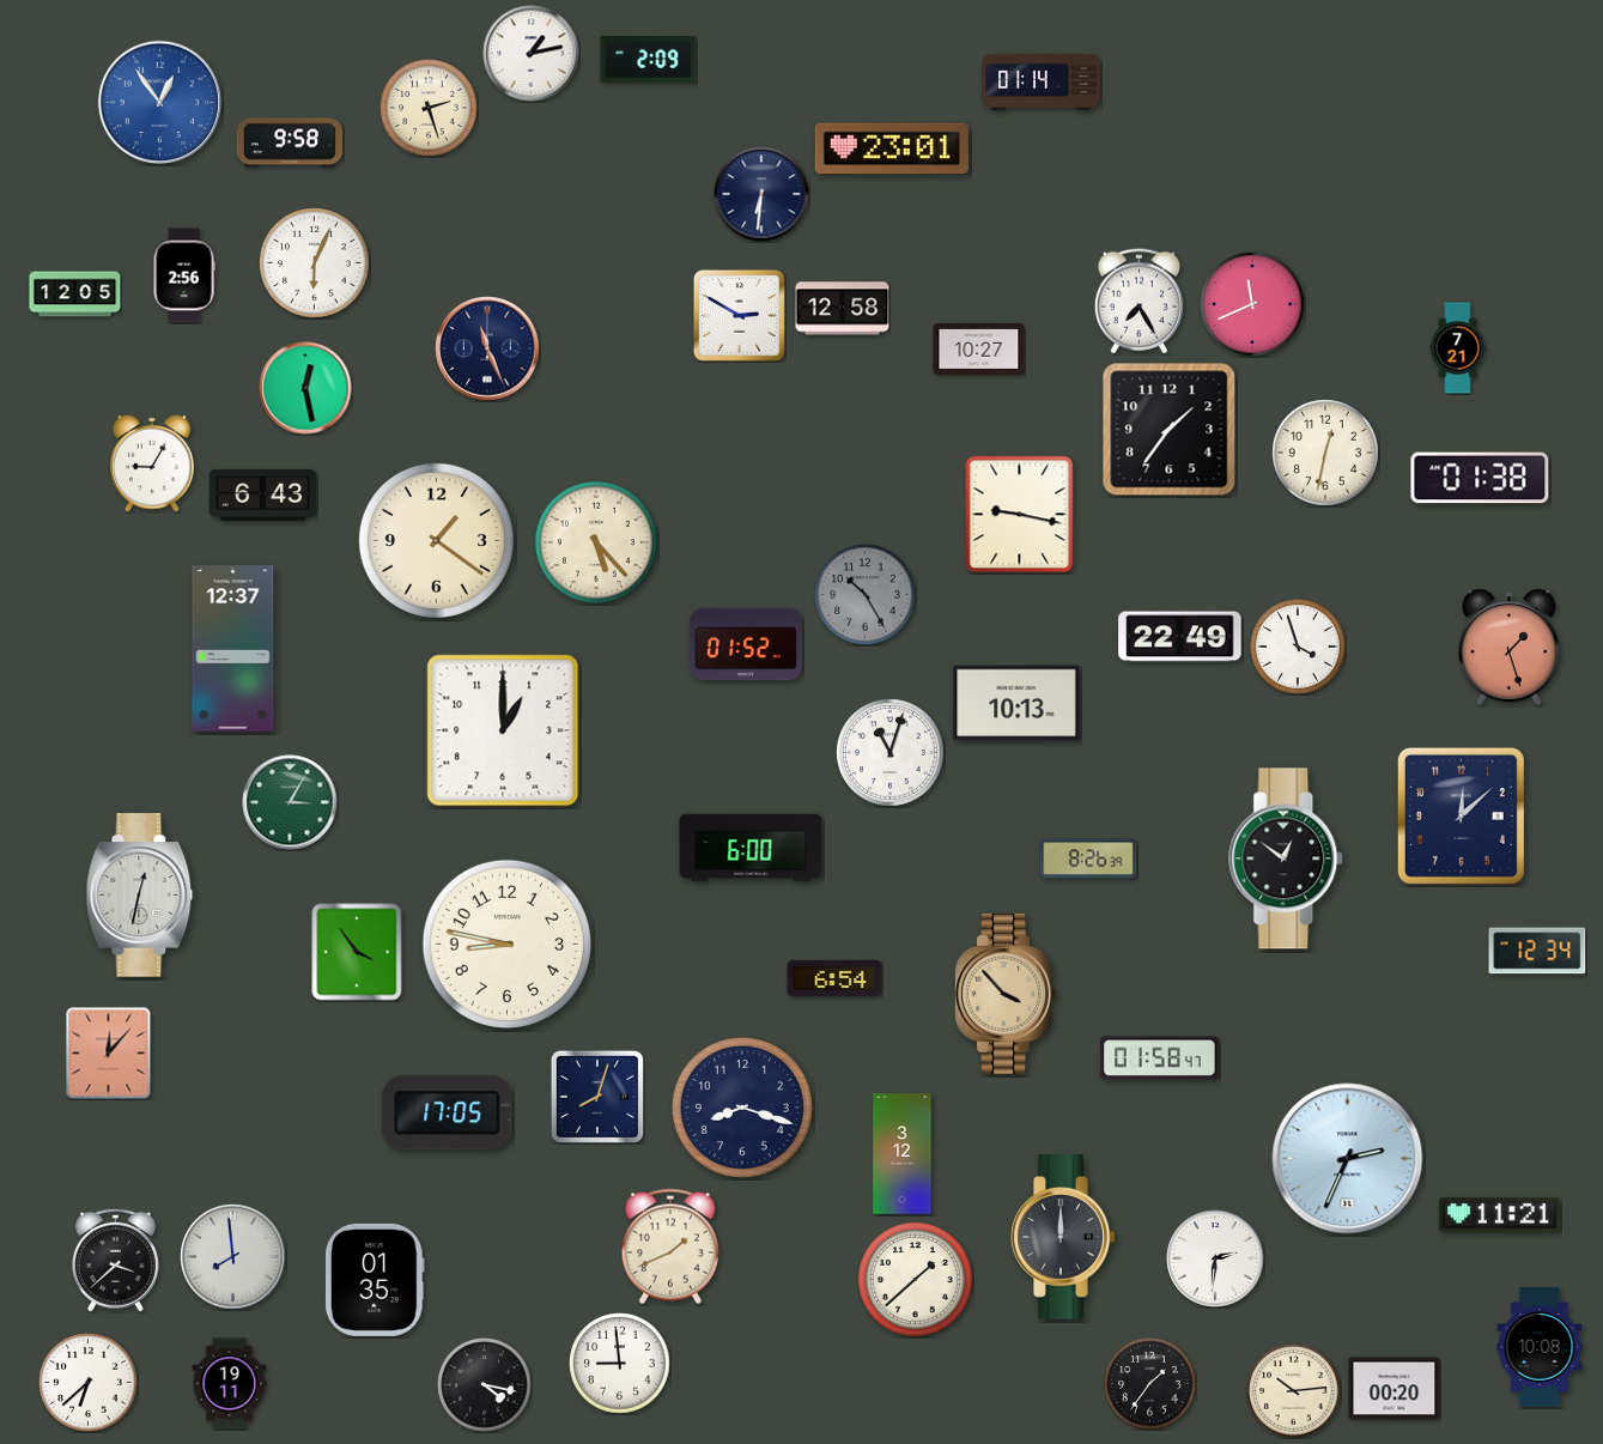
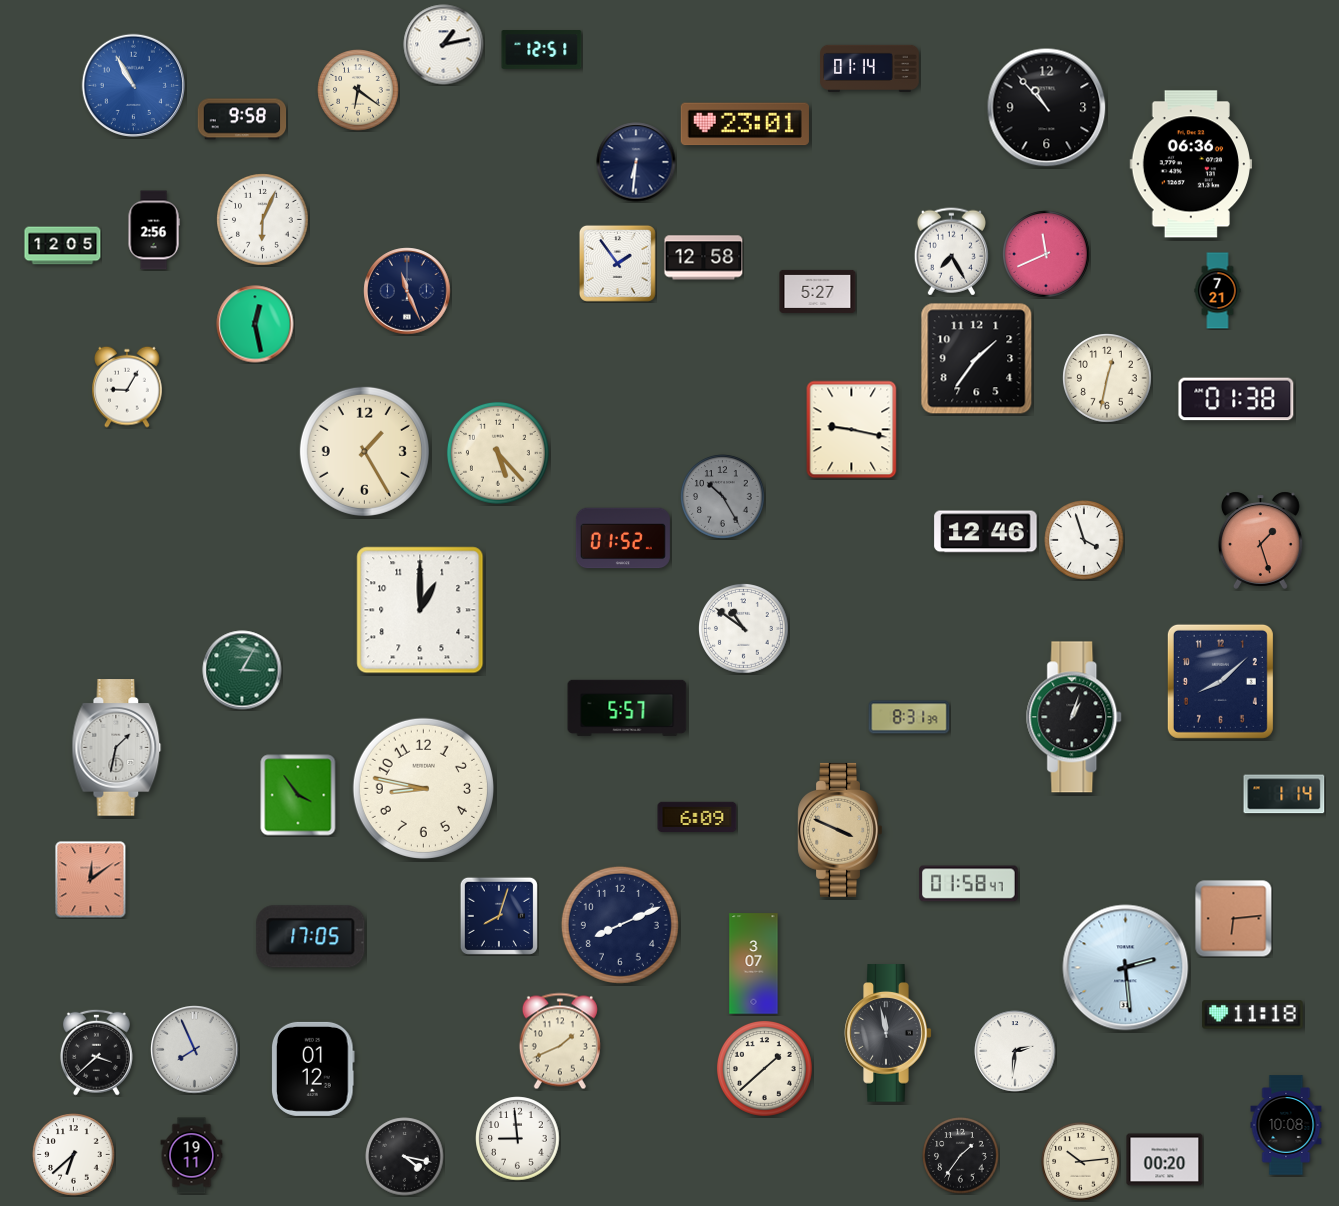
clock at (649, 60): 2:09 -> 12:51
clock at (159, 102): 12:54 -> 10:55
clock at (429, 108): 2:27 -> 6:21
clock at (1047, 108): none -> 10:53
clock at (1190, 164): none -> 06:36
clock at (739, 315): 2:50 -> 1:54
clock at (979, 348): 10:27 -> 5:27
clock at (263, 495): 6:43 -> none
clock at (436, 540): 1:21 -> 1:25
clock at (1180, 637): 22:49 -> 12:46
clock at (233, 649): 12:37 -> none
clock at (1016, 703): 10:13 -> none
clock at (891, 753): 11:03 -> 10:51
clock at (1461, 815): 12:08 -> 8:08
clock at (751, 848): 6:00 -> 5:57
clock at (1088, 858): 8:26 -> 8:31
clock at (1287, 858): 12:51 -> 1:03
clock at (140, 896): 12:32 -> 1:32
clock at (1537, 951): 12:34 -> 1:14
clock at (834, 977): 6:54 -> 6:09
clock at (1004, 994): 3:53 -> 3:49
clock at (109, 1054): 12:07 -> 12:09
clock at (1234, 919): none -> 6:14
clock at (742, 1108): 8:18 -> 8:11
clock at (448, 1114) position: (448, 1114) -> (311, 937)
clock at (903, 1154): 3:12 -> 3:07
clock at (1348, 1159): 2:34 -> 2:29
clock at (1500, 1215): 11:21 -> 11:18
clock at (1063, 1237): 12:00 -> 11:58
clock at (233, 1257): 7:59 -> 7:56
clock at (376, 1280): 01:35 -> 01:12
